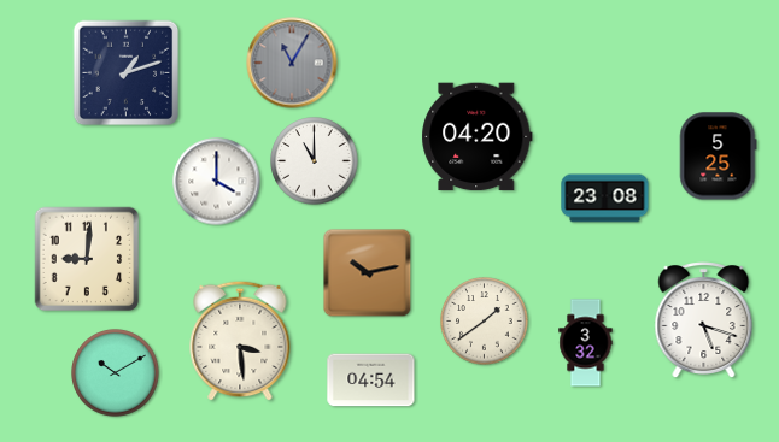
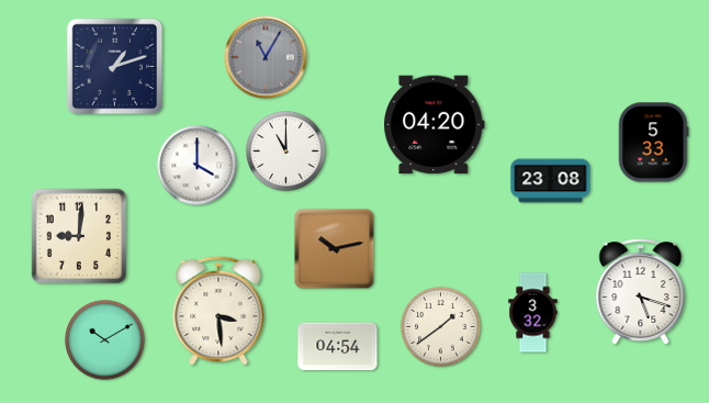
clock at (717, 157): 5:25 -> 5:33
clock at (315, 161) position: (315, 161) -> (286, 152)
clock at (485, 322) position: (485, 322) -> (441, 327)
